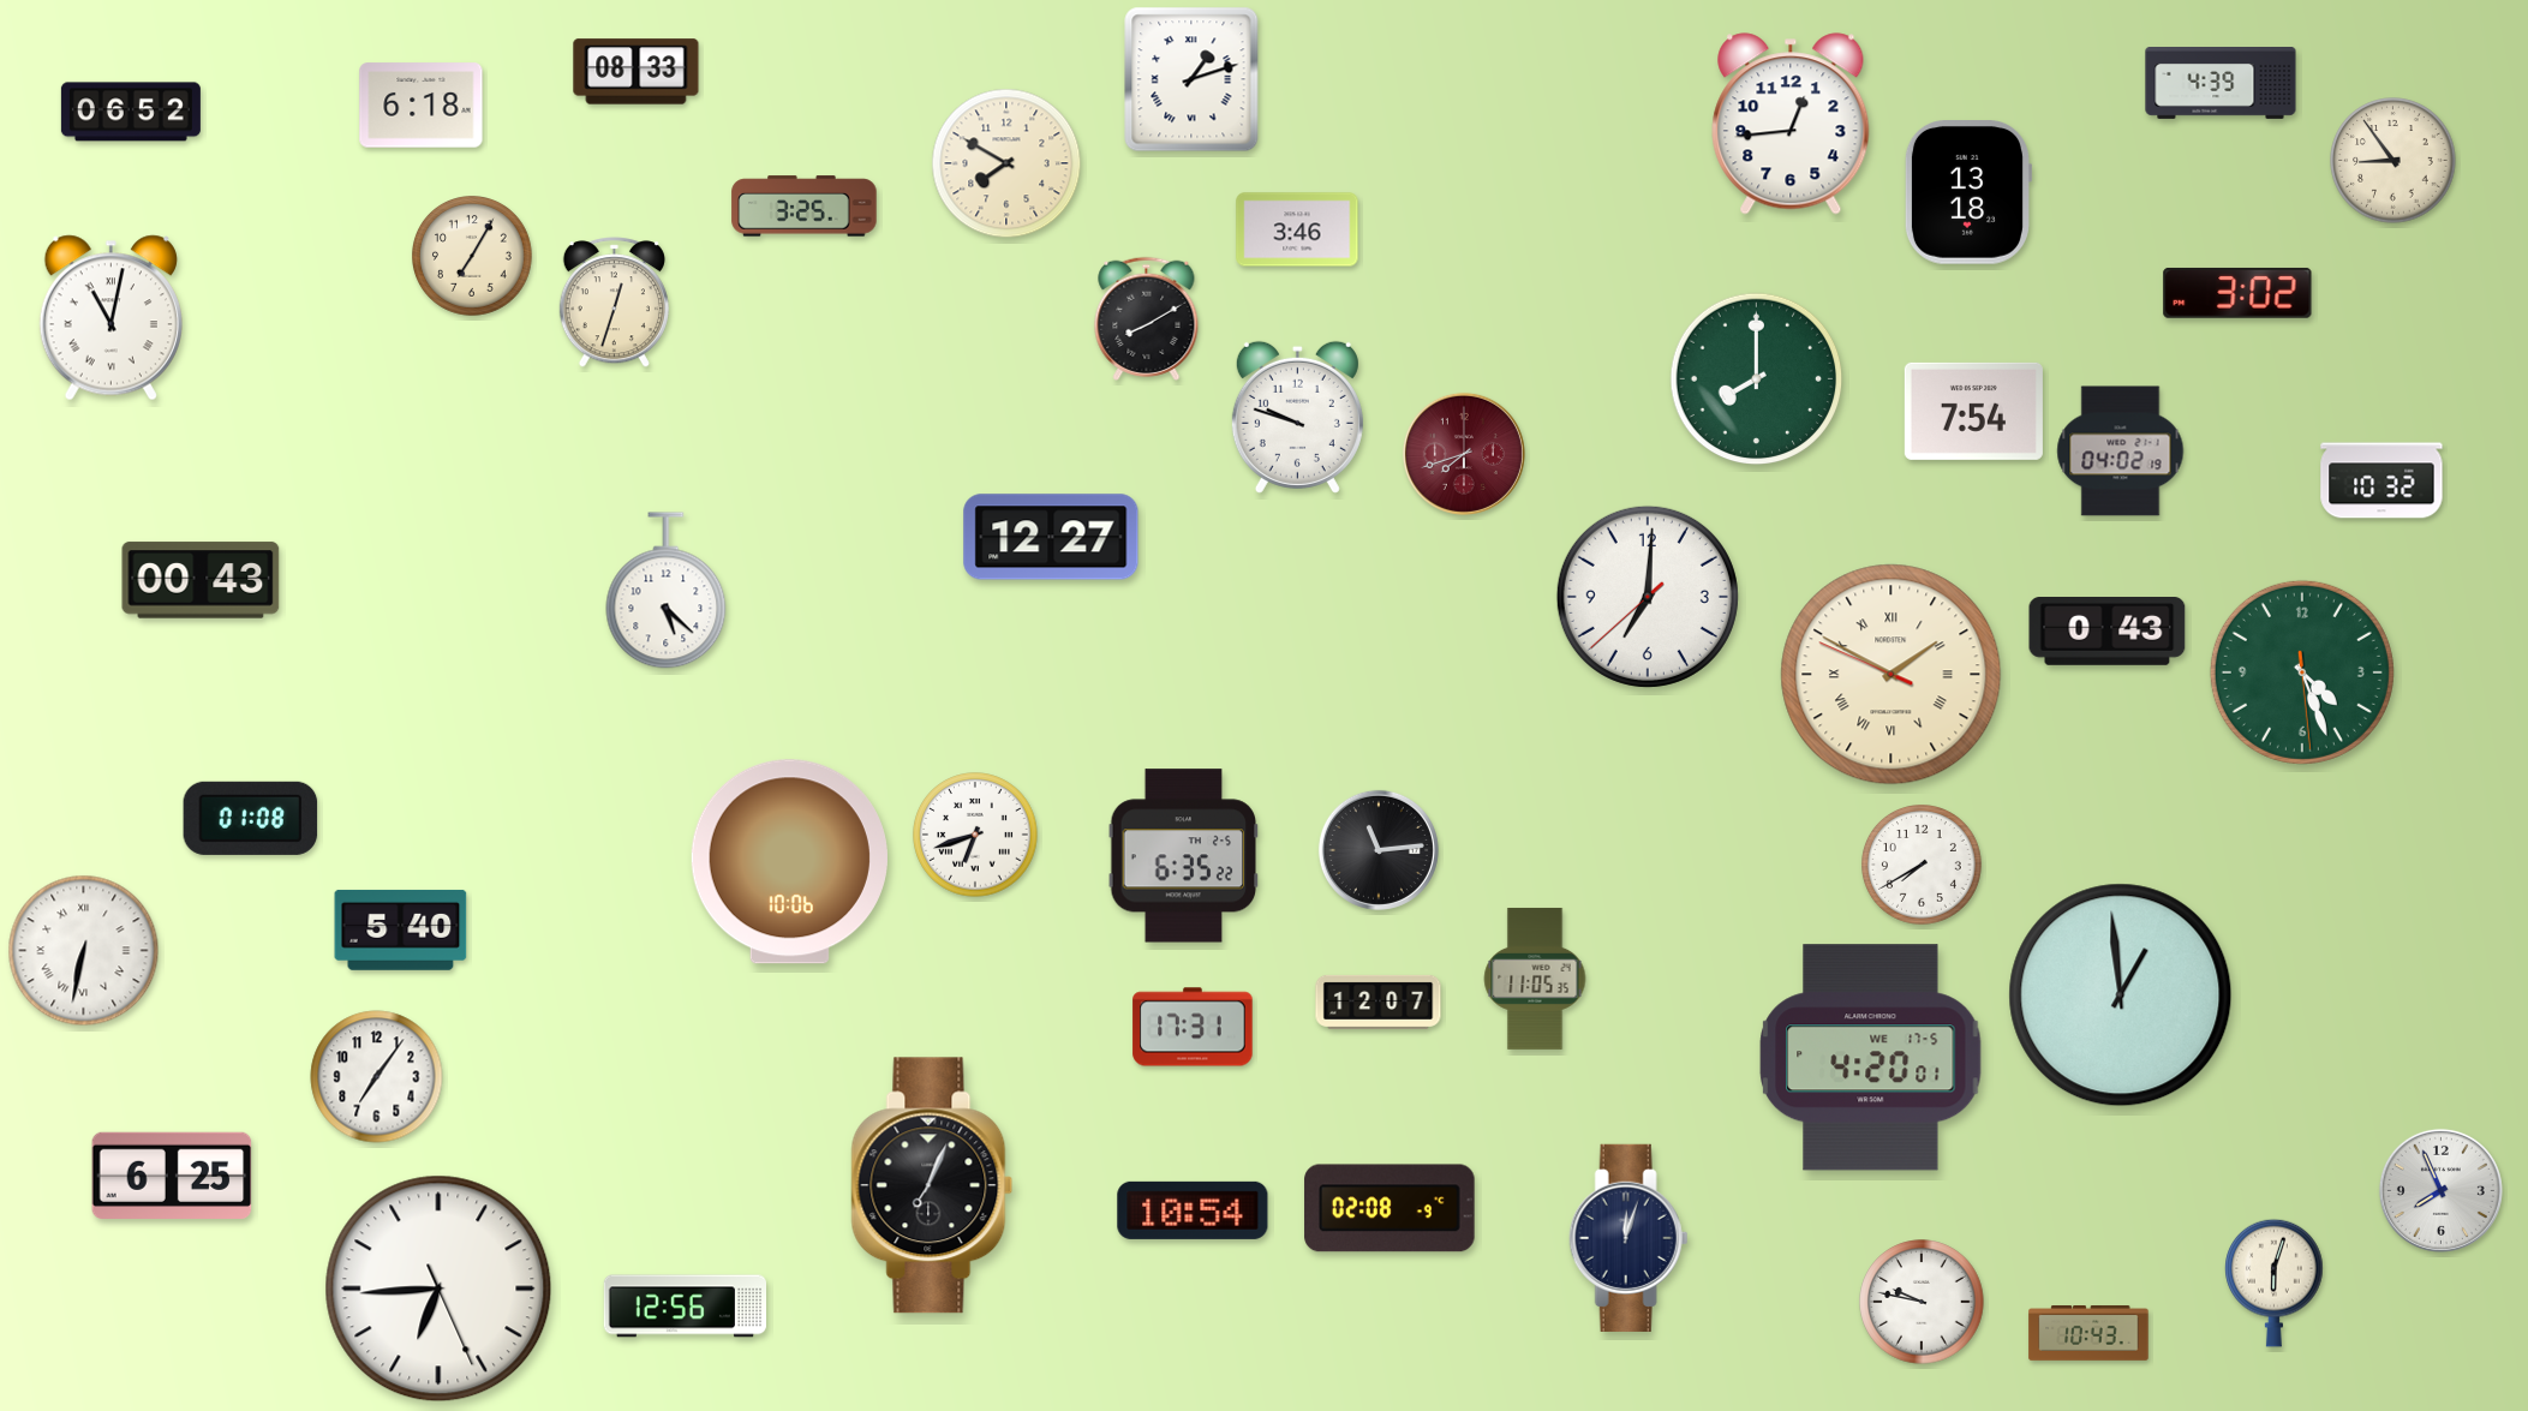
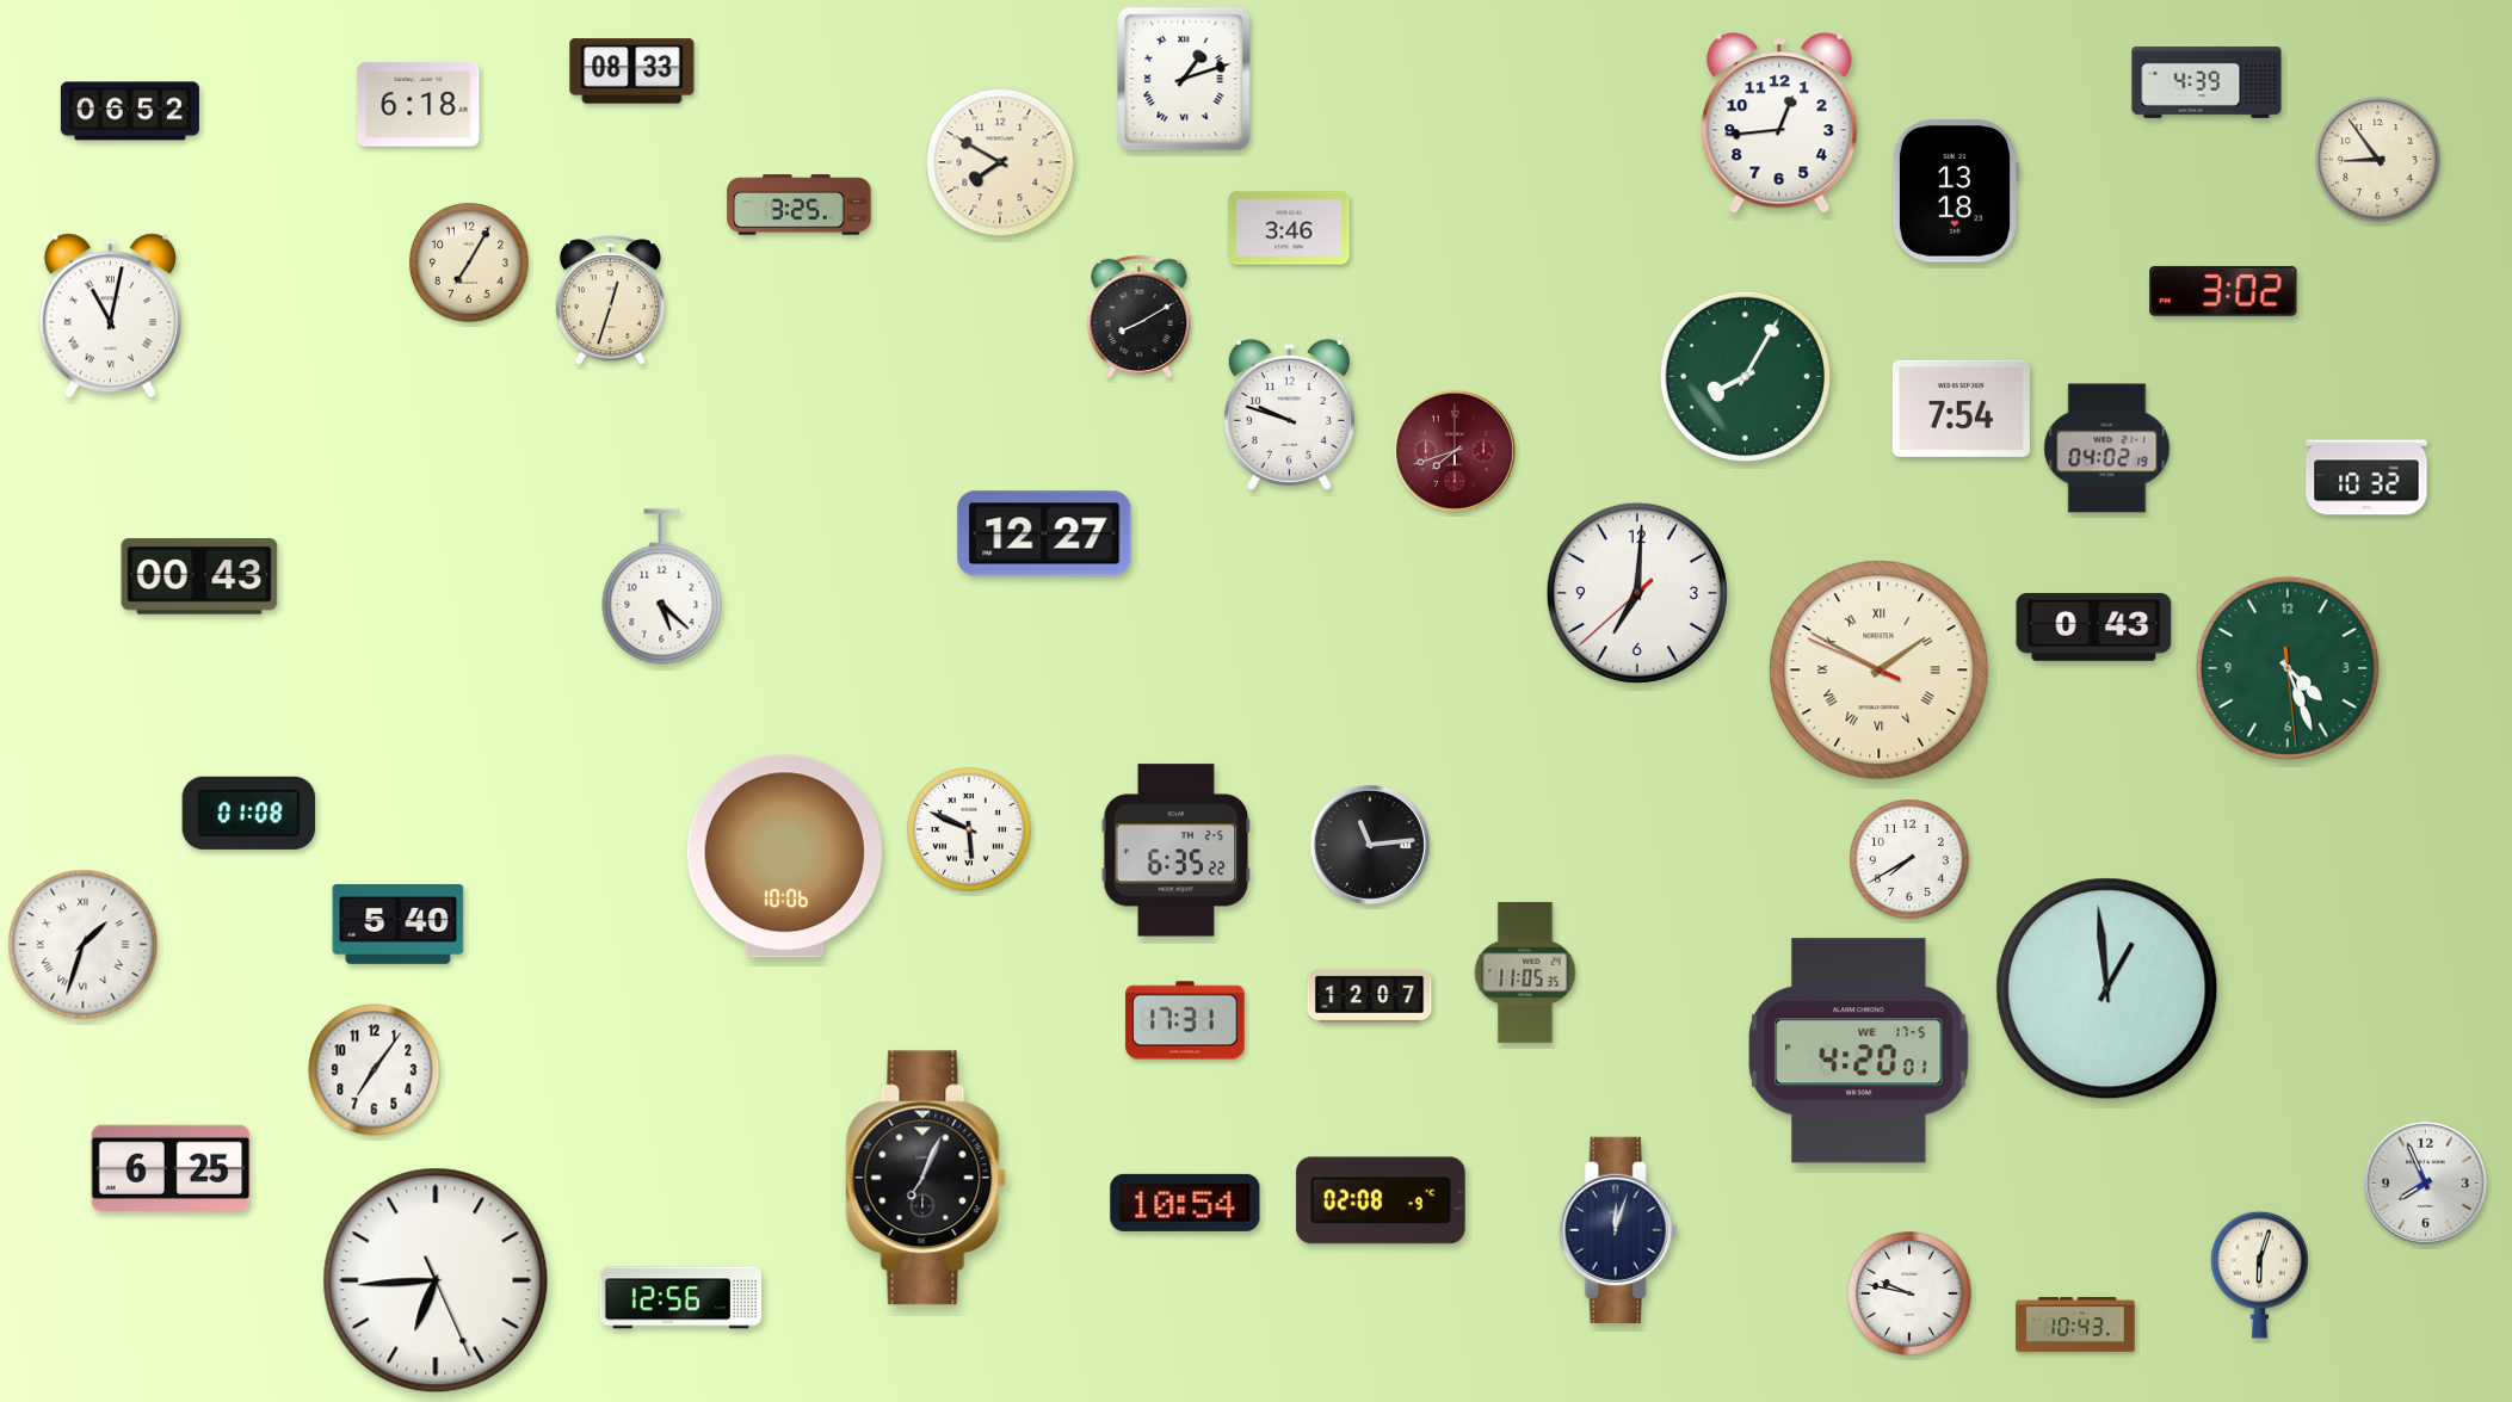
clock at (473, 257) position: (473, 257) -> (470, 264)
clock at (1757, 379): 8:00 -> 8:05
clock at (975, 835): 6:42 -> 5:49
clock at (84, 951): 6:32 -> 1:33
